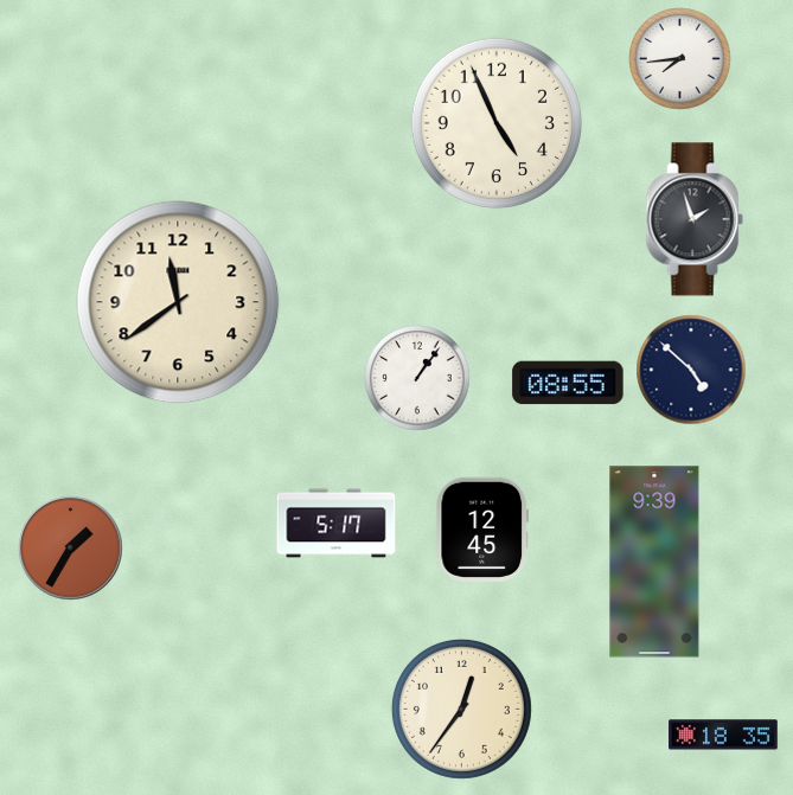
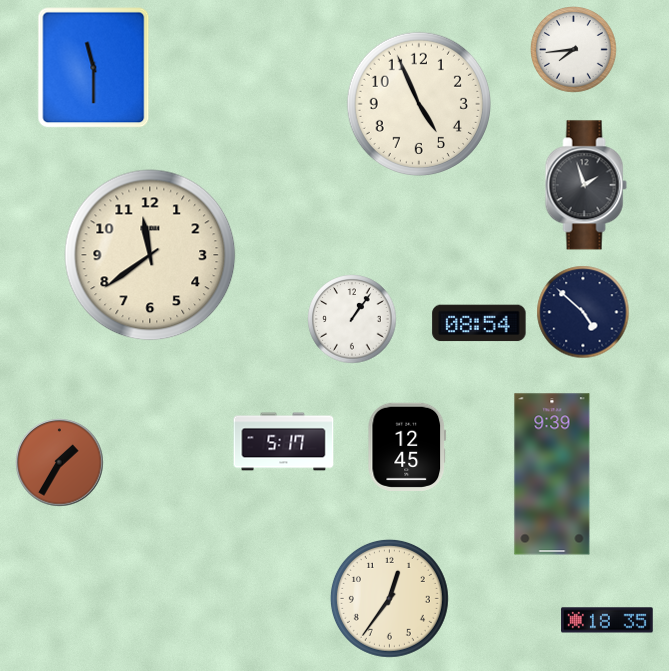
clock at (94, 68): none -> 11:30
clock at (568, 383): 08:55 -> 08:54
clock at (723, 735) position: (723, 735) -> (607, 620)
